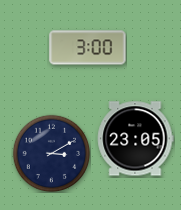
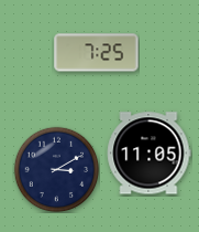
clock at (88, 48): 3:00 -> 7:25
clock at (135, 139): 23:05 -> 11:05
